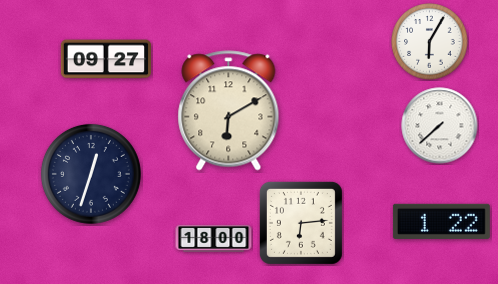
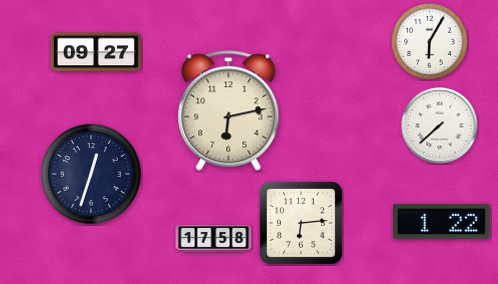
clock at (105, 59) position: (105, 59) -> (95, 52)
clock at (229, 111): 6:10 -> 6:13
clock at (214, 238): 18:00 -> 17:58
